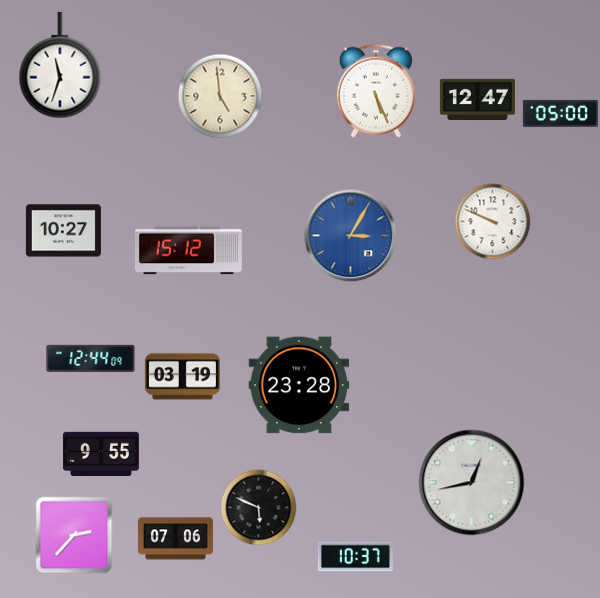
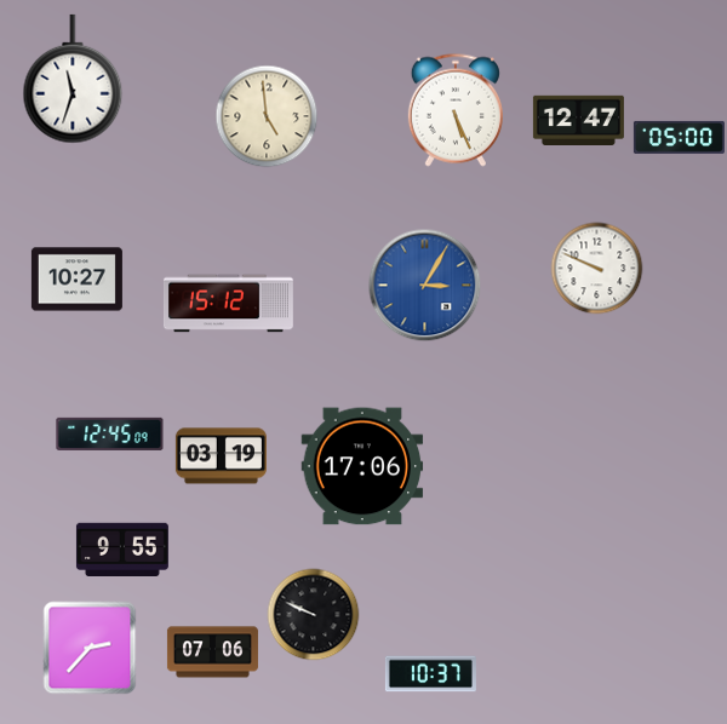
clock at (91, 358): 12:44 -> 12:45
clock at (299, 385): 23:28 -> 17:06
clock at (472, 483): 12:43 -> none
clock at (259, 508): 5:49 -> 9:49
